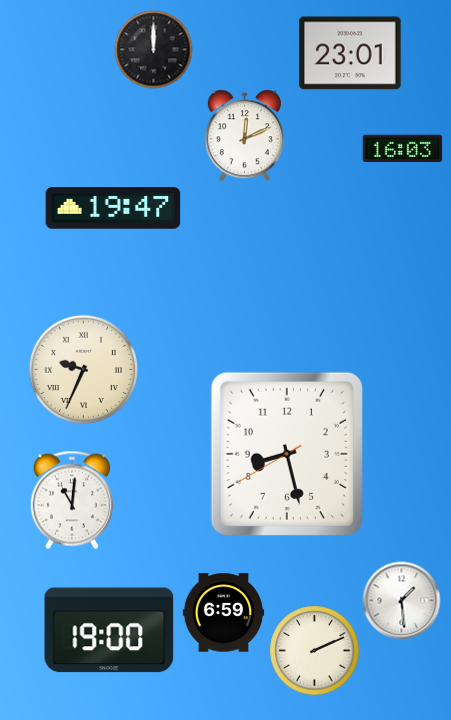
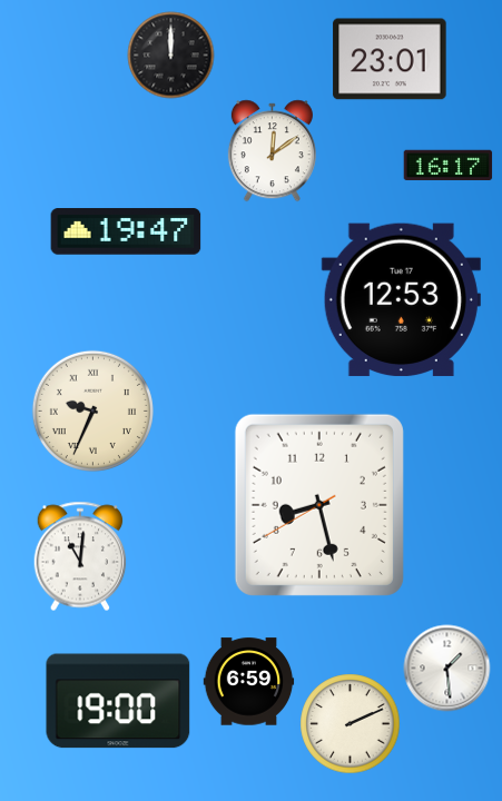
clock at (244, 135): 12:11 -> 12:09
clock at (402, 149): 16:03 -> 16:17
clock at (401, 300): none -> 12:53
clock at (109, 630) position: (109, 630) -> (118, 701)
